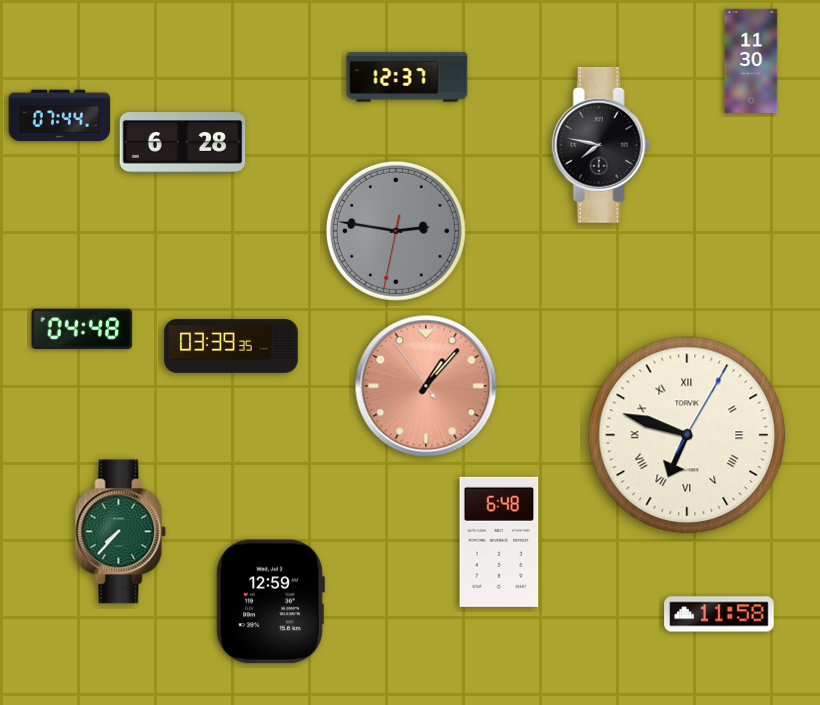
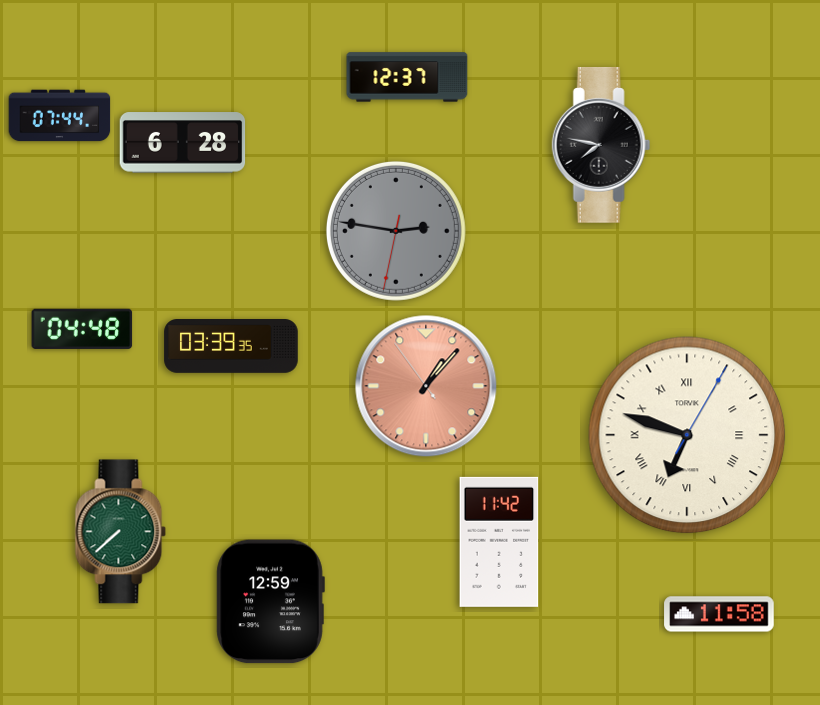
clock at (751, 60): 11:30 -> none
clock at (121, 532): 7:37 -> 7:38
clock at (499, 542): 6:48 -> 11:42
